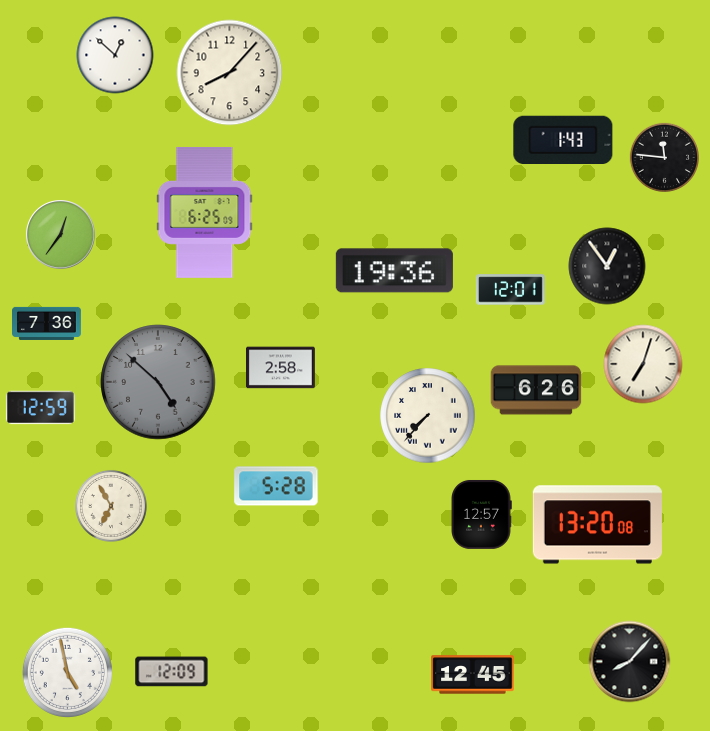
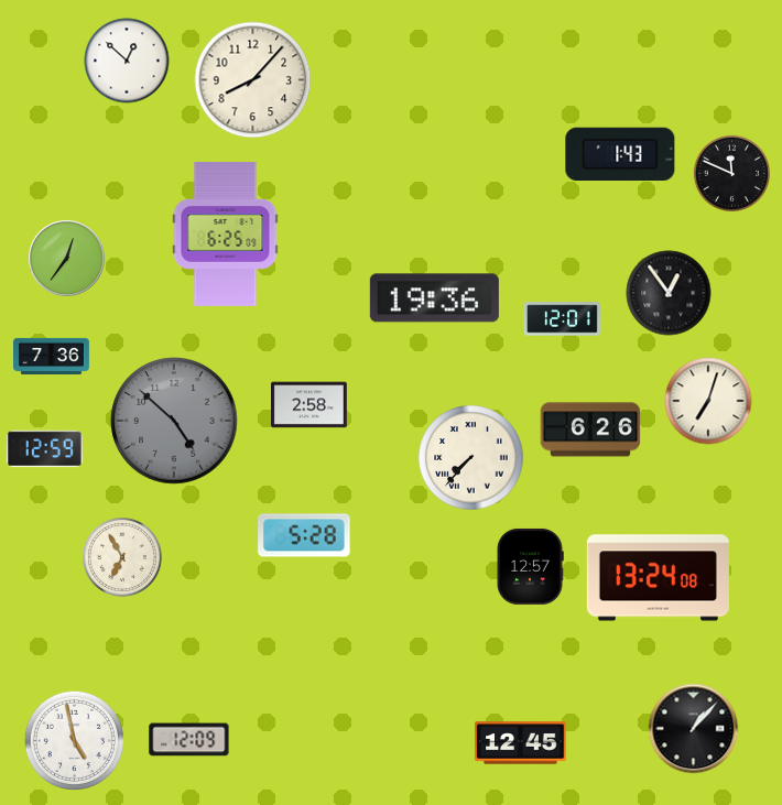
clock at (664, 157): 11:46 -> 11:49
clock at (597, 525): 13:20 -> 13:24
clock at (630, 662): 8:07 -> 1:07
